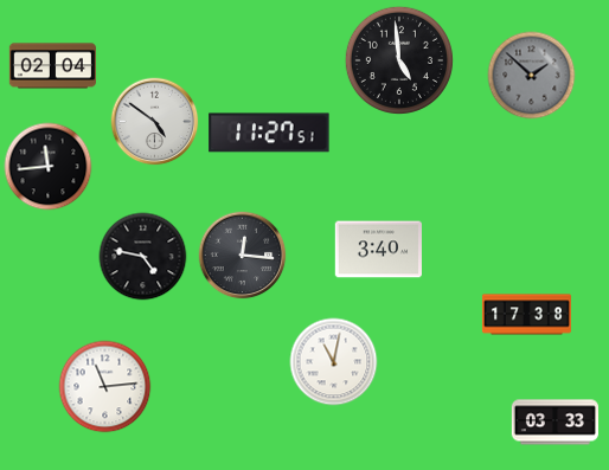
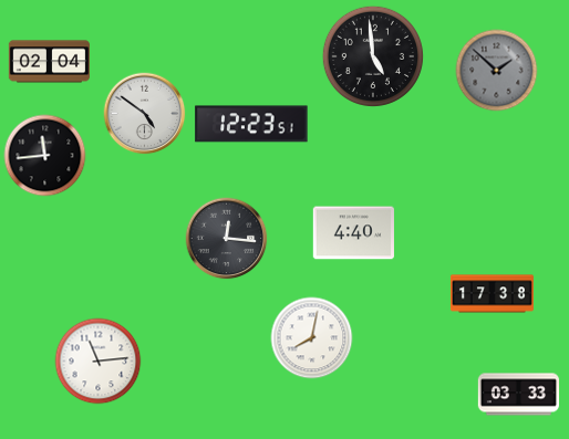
clock at (269, 133): 11:27 -> 12:23
clock at (378, 250): 3:40 -> 4:40
clock at (143, 257): 4:47 -> none
clock at (334, 362): 11:02 -> 8:02
